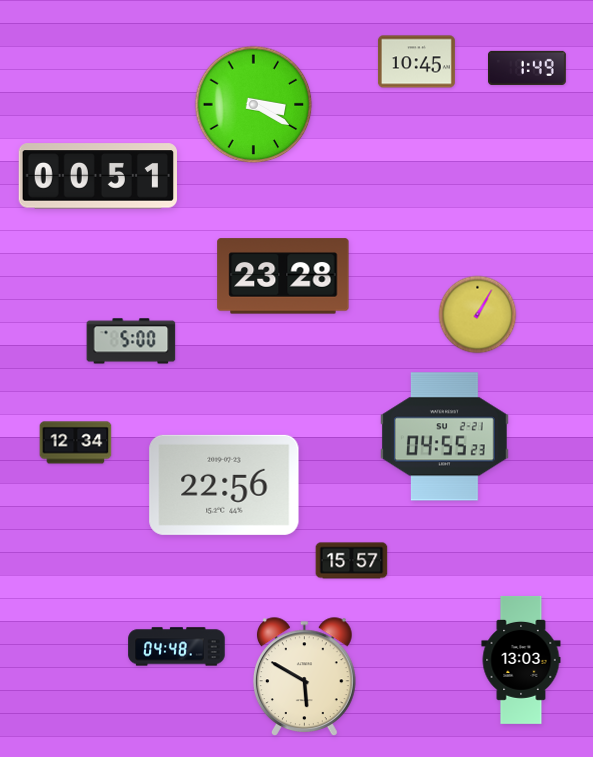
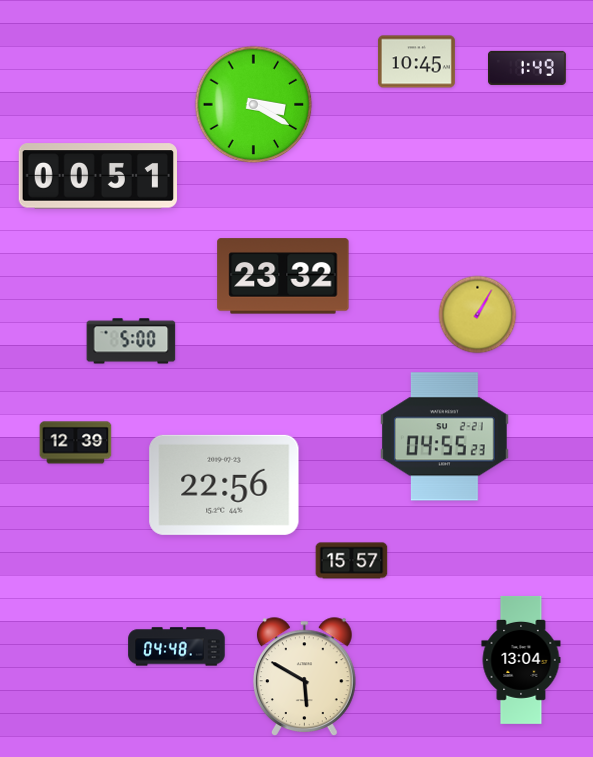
clock at (283, 276): 23:28 -> 23:32
clock at (76, 443): 12:34 -> 12:39
clock at (521, 660): 13:03 -> 13:04
